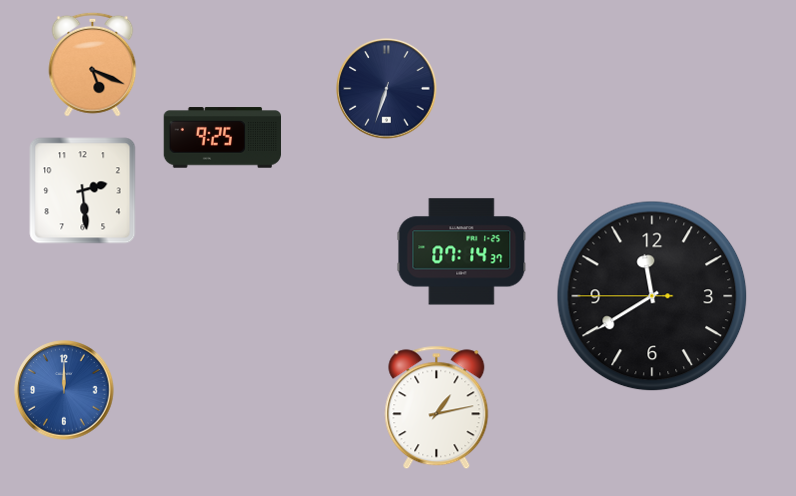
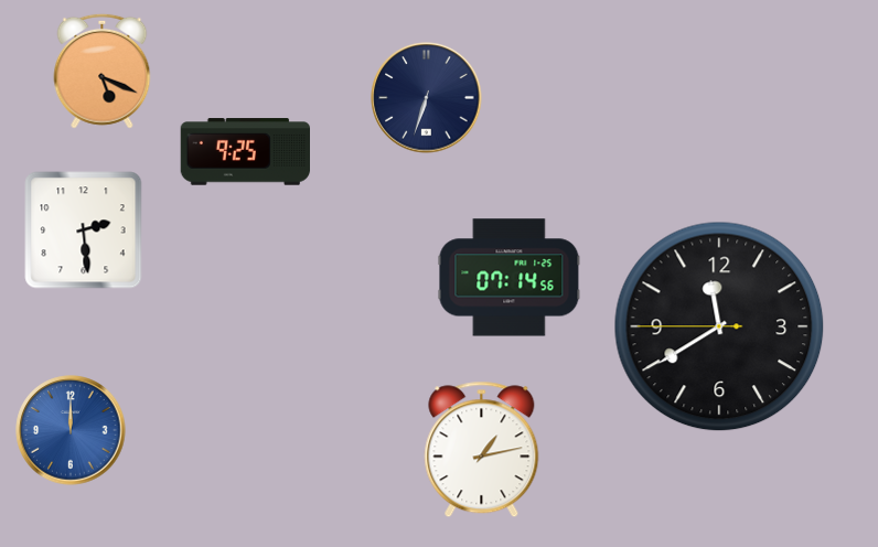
clock at (83, 191) position: (83, 191) -> (84, 230)
clock at (462, 252): 07:14:37 -> 07:14:56
